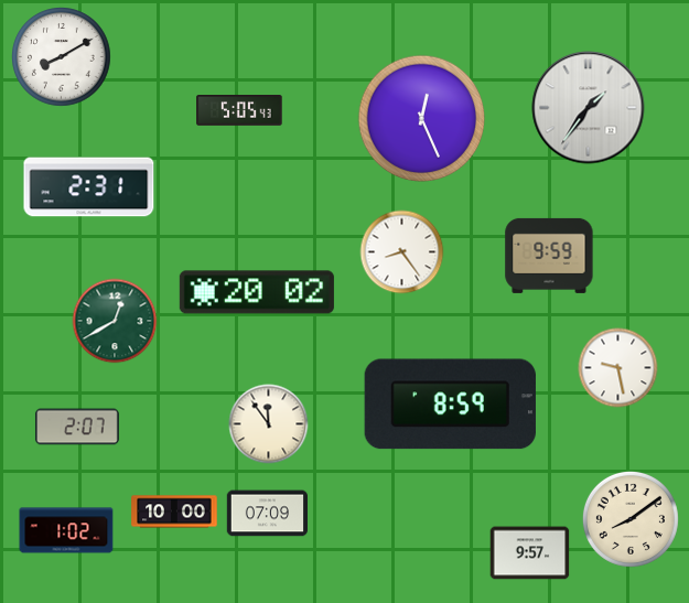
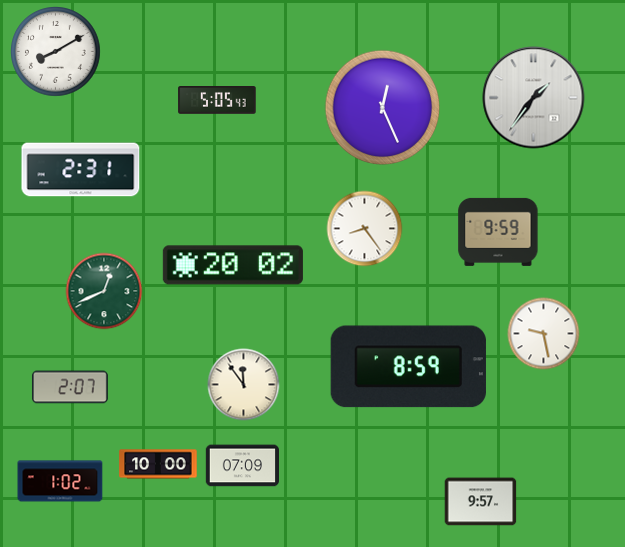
clock at (115, 321): 12:40 -> 12:41
clock at (618, 368) position: (618, 368) -> (544, 334)
clock at (631, 519): 8:09 -> none
